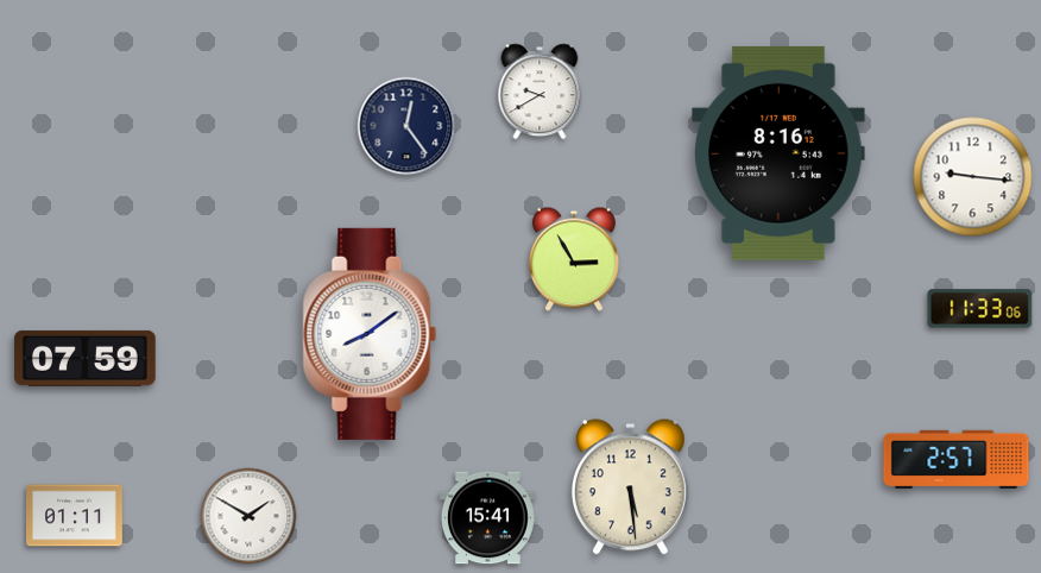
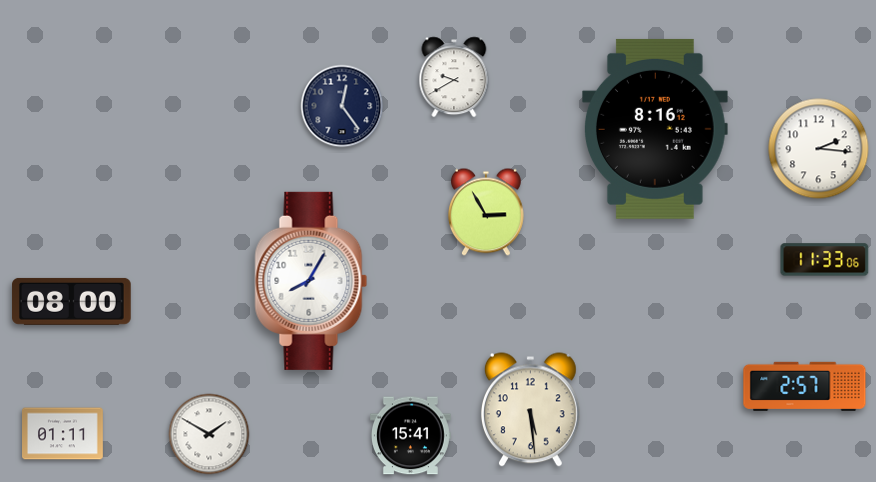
clock at (973, 177): 9:16 -> 2:16
clock at (574, 259) position: (574, 259) -> (486, 212)
clock at (370, 334): 8:09 -> 8:05
clock at (86, 358): 07:59 -> 08:00
